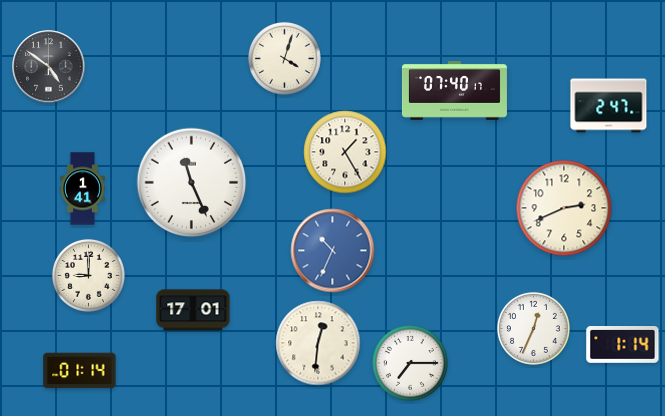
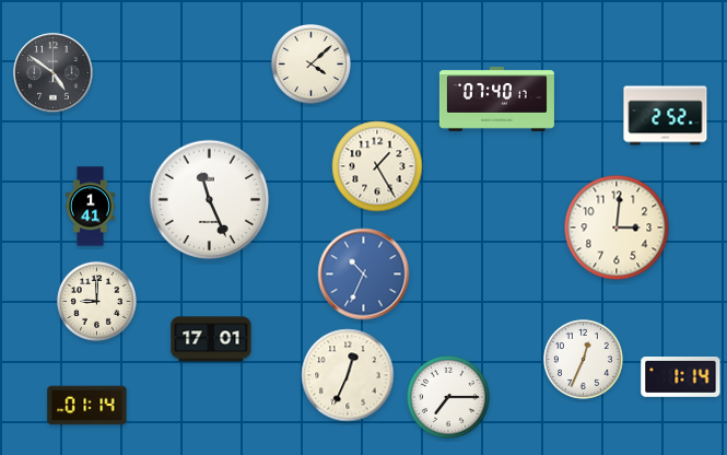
clock at (284, 58): 4:03 -> 4:08
clock at (609, 106): 2:47 -> 2:52
clock at (564, 208): 2:41 -> 3:01
clock at (318, 343): 12:31 -> 12:34
